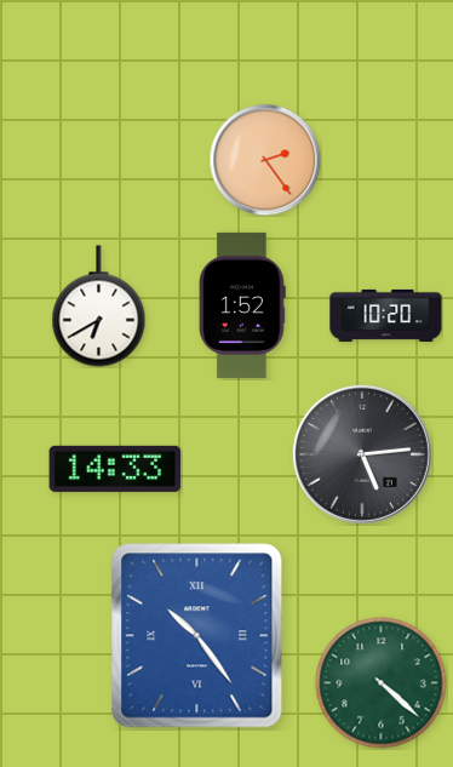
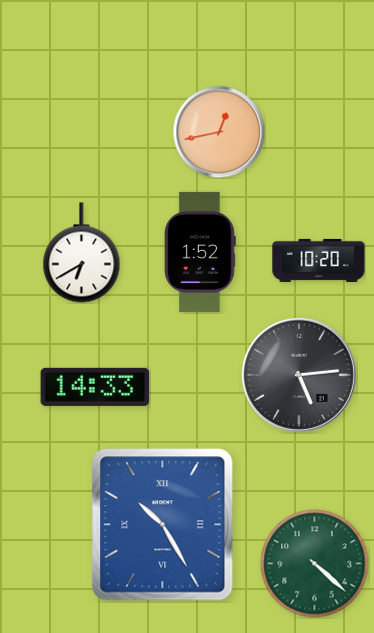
clock at (265, 160): 2:24 -> 12:43
clock at (197, 636): 10:24 -> 10:25
